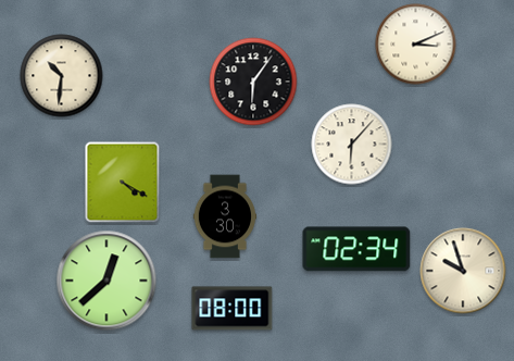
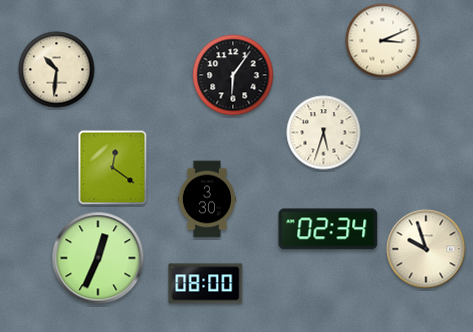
clock at (352, 145): 6:07 -> 5:33
clock at (123, 183): 4:20 -> 12:21
clock at (106, 281): 12:38 -> 12:34
clock at (233, 309) position: (233, 309) -> (206, 284)
